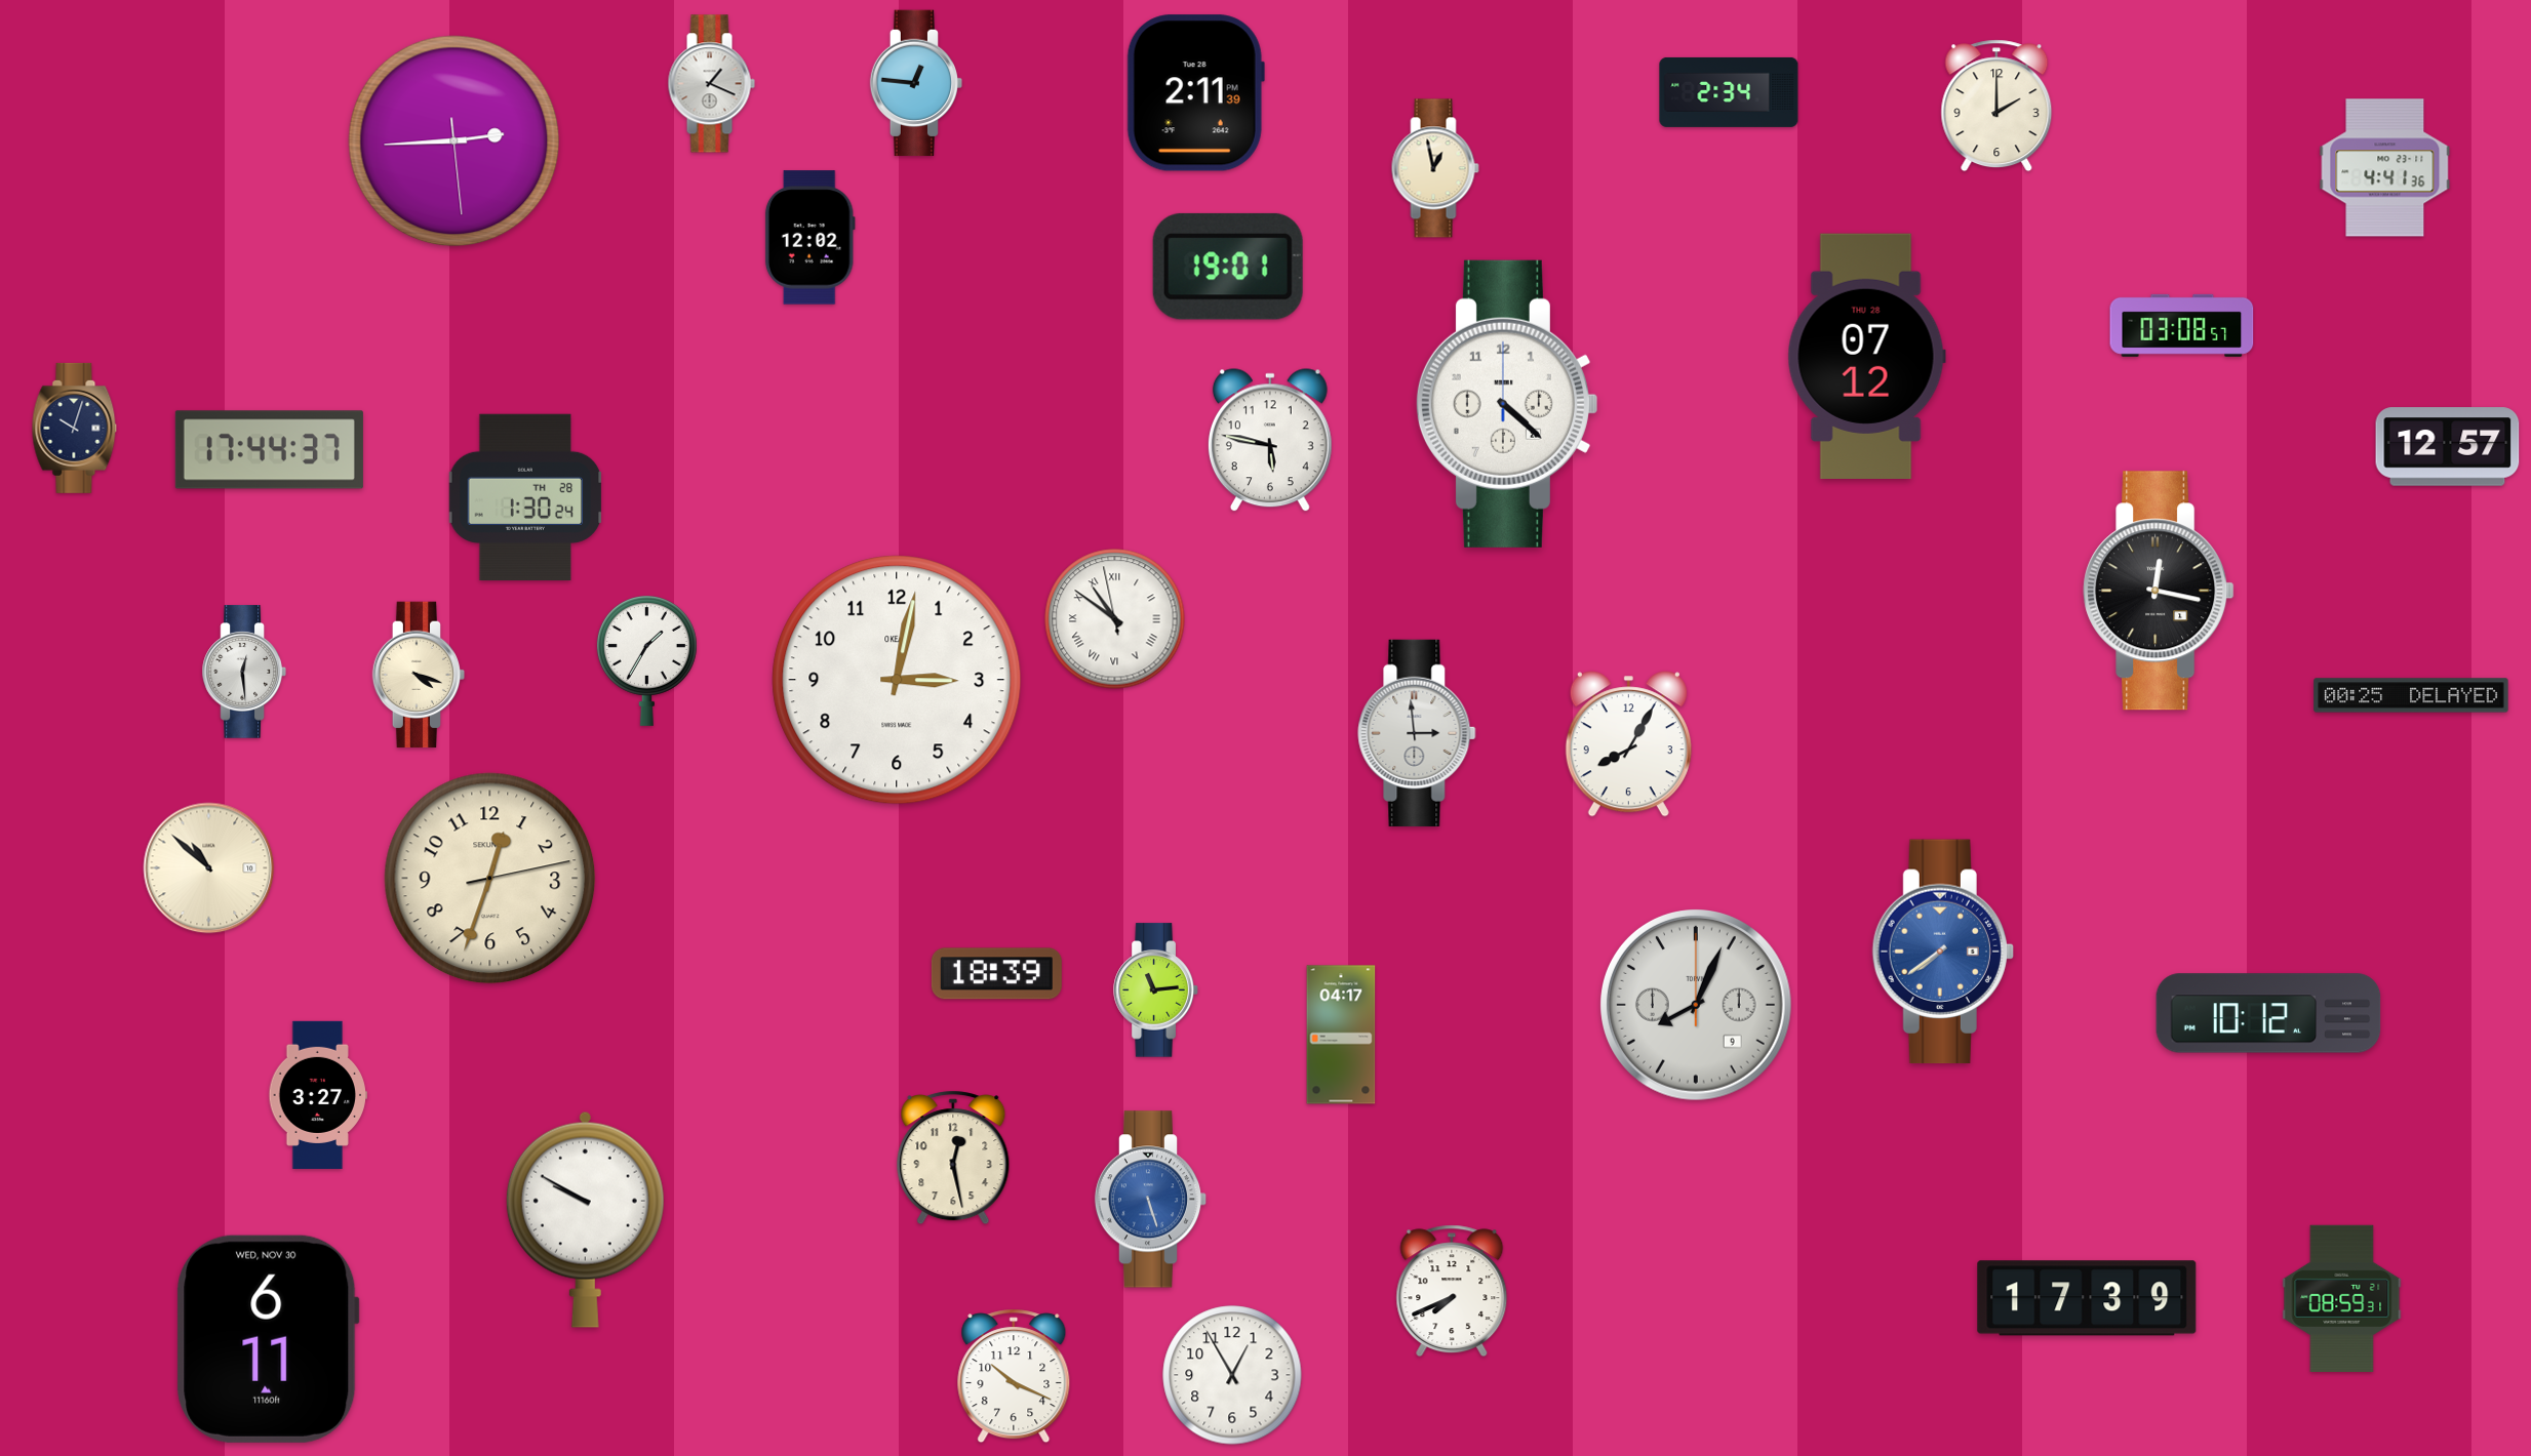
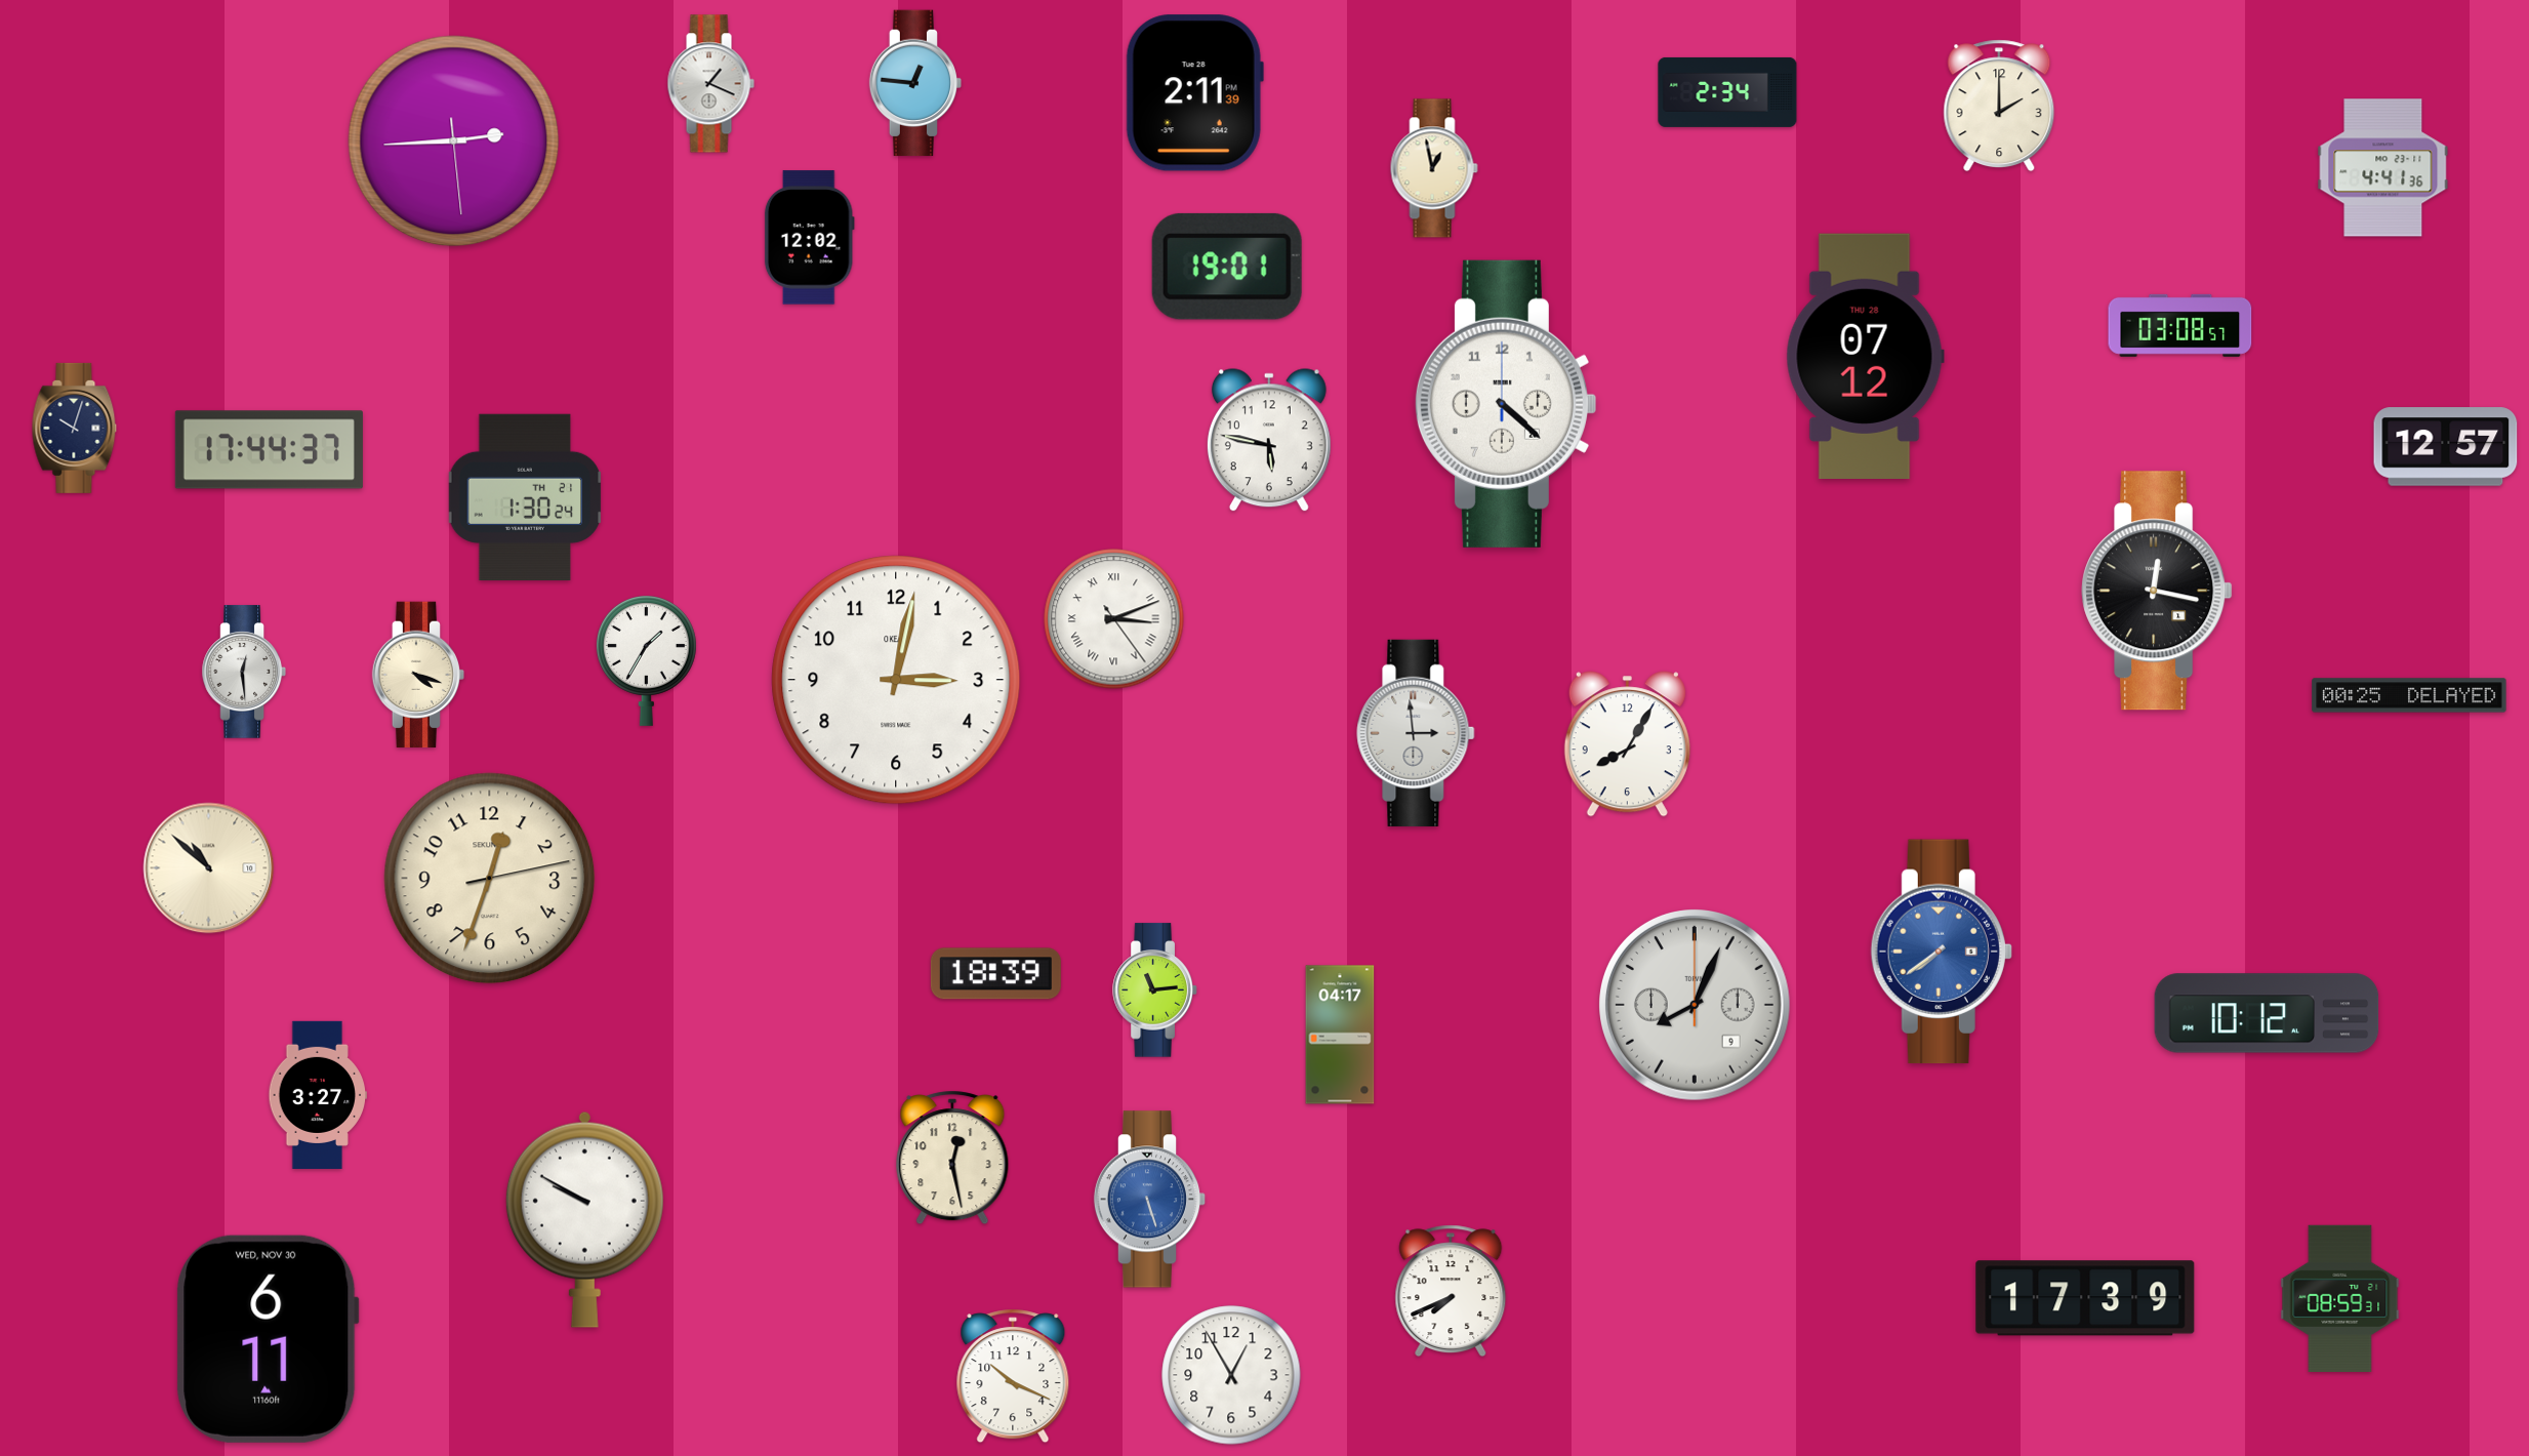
clock at (1996, 106) position: (1996, 106) -> (1999, 106)
clock at (525, 496) date: TH 28 -> TH 21
clock at (1115, 619): 10:50 -> 3:11
